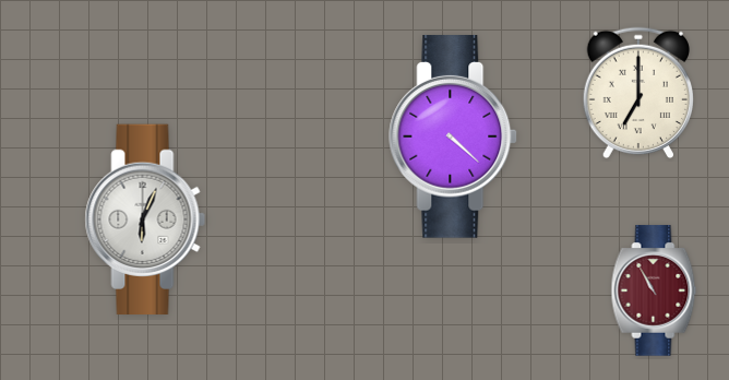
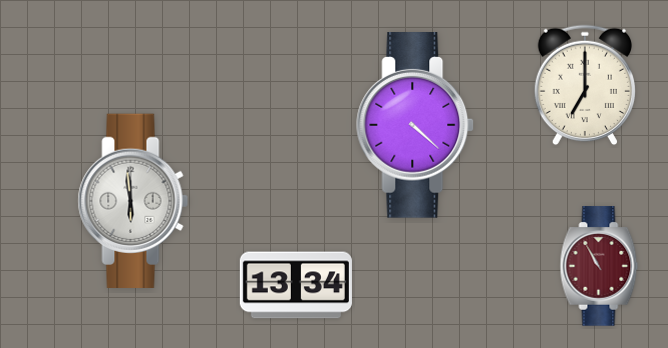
clock at (145, 218): 6:04 -> 5:59
clock at (296, 285): none -> 13:34
